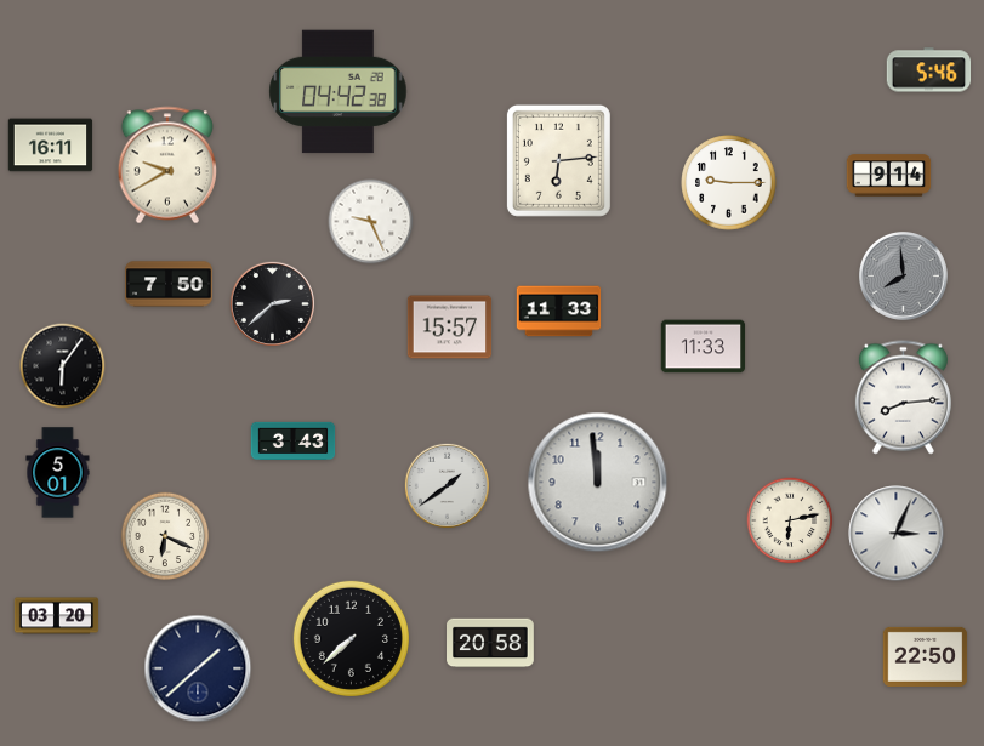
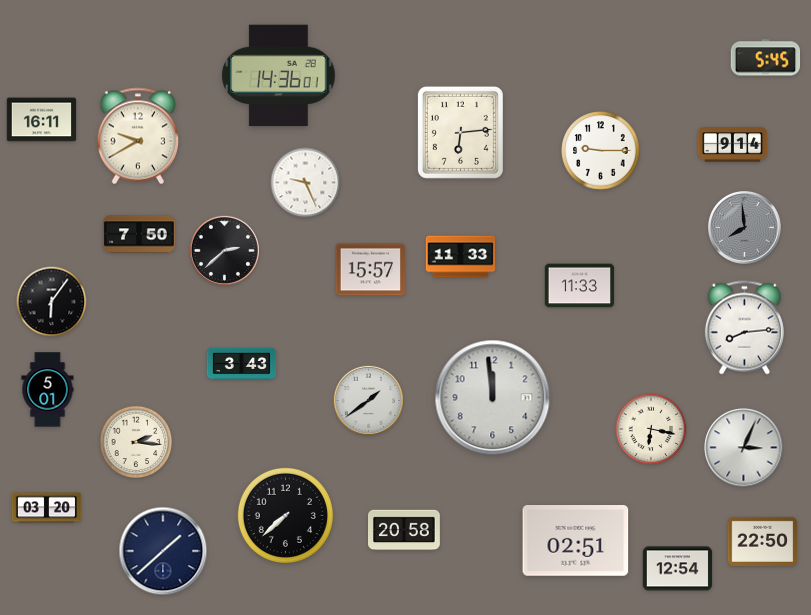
clock at (929, 70): 5:46 -> 5:45
clock at (339, 92): 04:42 -> 14:36
clock at (790, 520): 6:13 -> 6:17
clock at (897, 534) position: (897, 534) -> (744, 448)
clock at (165, 536): 6:19 -> 2:16
clock at (351, 638) position: (351, 638) -> (285, 515)
clock at (576, 541): none -> 02:51
clock at (678, 569): none -> 12:54
